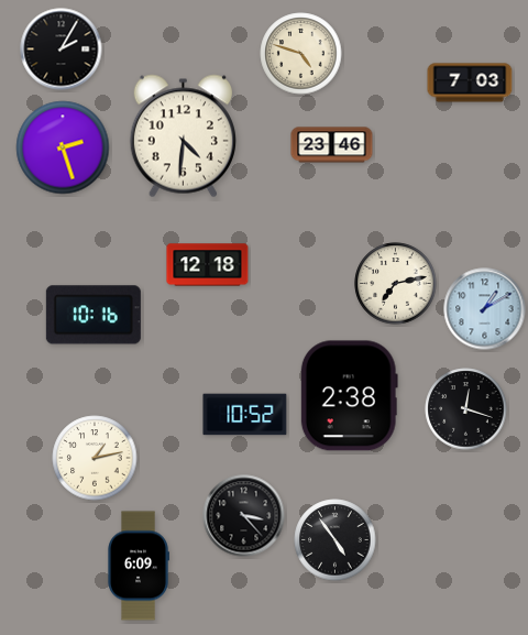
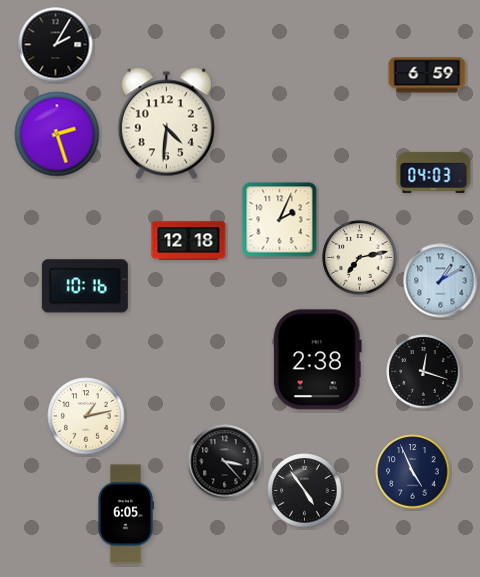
clock at (301, 54): 4:48 -> none
clock at (470, 83): 7:03 -> 6:59
clock at (332, 145): 23:46 -> none
clock at (434, 172): none -> 04:03
clock at (280, 220): none -> 2:04
clock at (245, 415): 10:52 -> none
clock at (244, 516) position: (244, 516) -> (225, 462)
clock at (413, 472): none -> 4:56
clock at (139, 566): 6:09 -> 6:05
